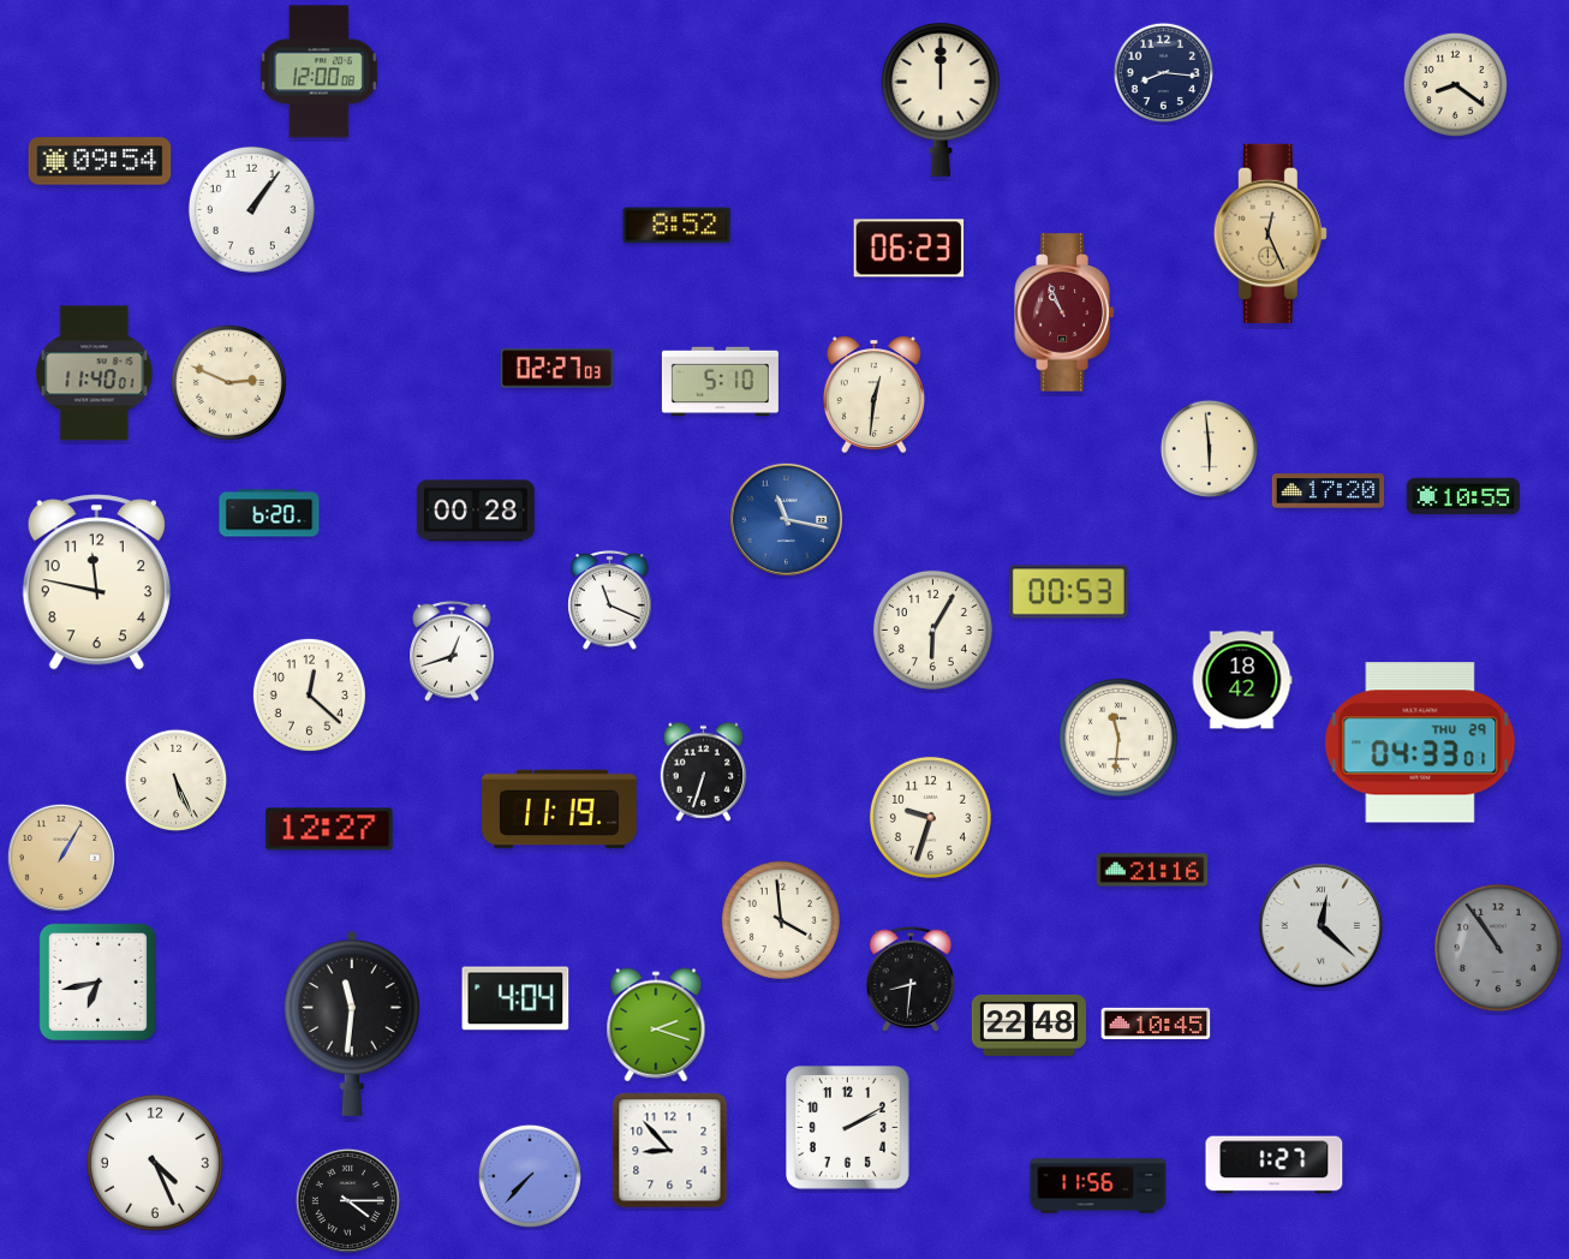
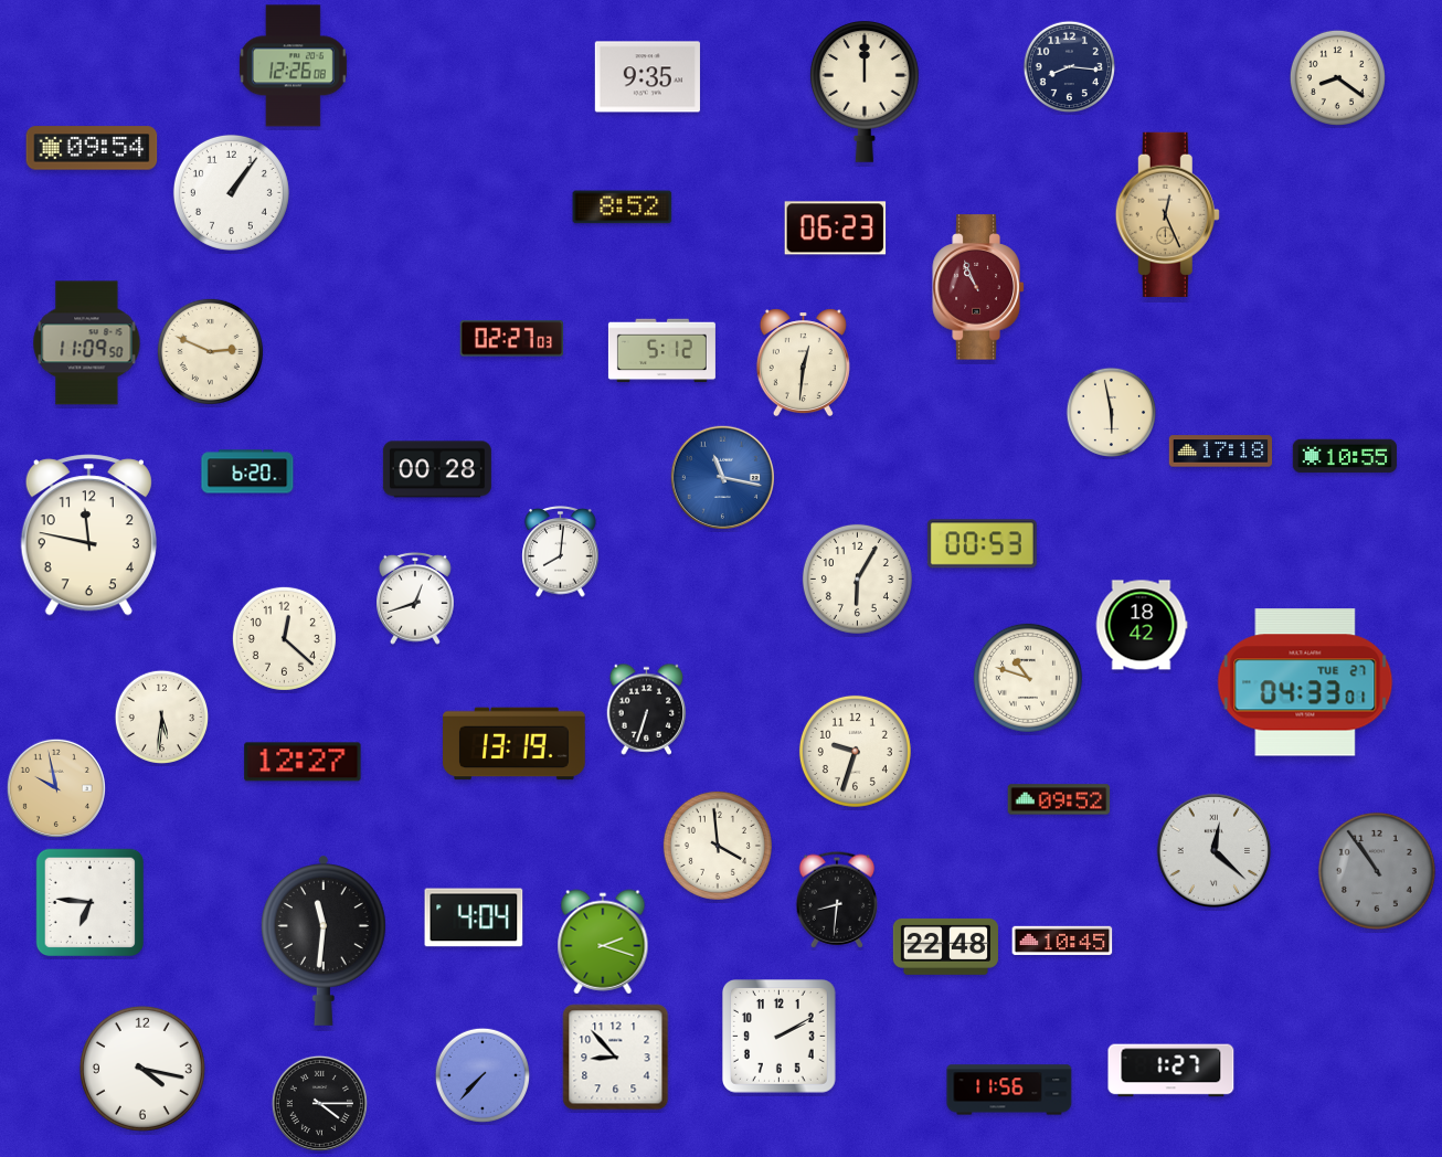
clock at (318, 72): 12:00 -> 12:26
clock at (647, 77): none -> 9:35
clock at (95, 374): 11:40 -> 11:09
clock at (720, 382): 5:10 -> 5:12
clock at (1210, 449): 5:59 -> 5:58
clock at (1329, 491): 17:20 -> 17:18
clock at (610, 601): 11:19 -> 8:01
clock at (1118, 738): 11:31 -> 10:48
clock at (1420, 742) date: THU 29 -> TUE 27
clock at (175, 780): 5:26 -> 5:31
clock at (560, 810): 11:19 -> 13:19
clock at (61, 858): 1:05 -> 9:58
clock at (1152, 870): 21:16 -> 09:52
clock at (97, 981): 6:43 -> 6:46
clock at (1028, 1025) position: (1028, 1025) -> (945, 946)
clock at (155, 1163): 4:26 -> 4:17
clock at (529, 1175) position: (529, 1175) -> (481, 1074)
